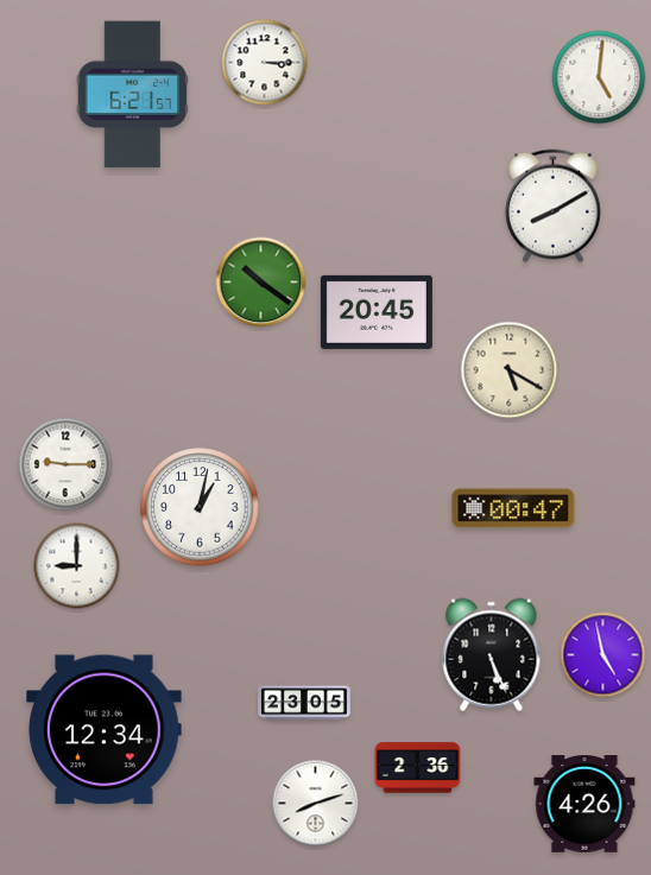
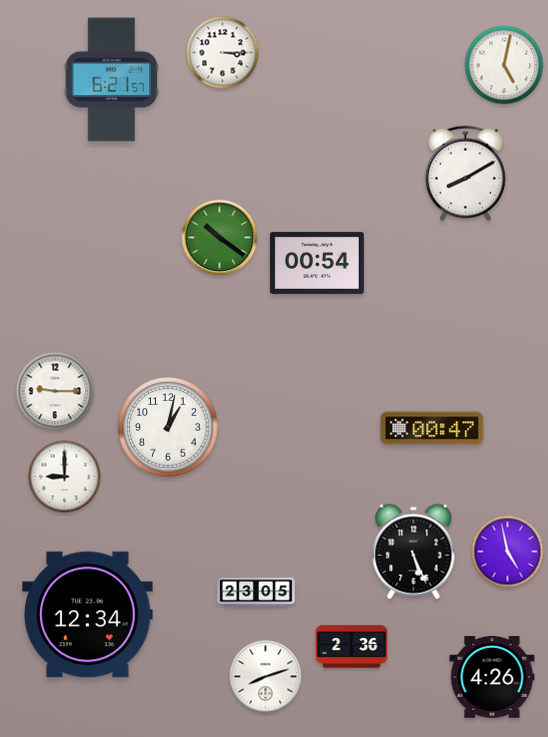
clock at (599, 77): 5:01 -> 5:02
clock at (377, 312): 20:45 -> 00:54
clock at (510, 370): 5:20 -> none
